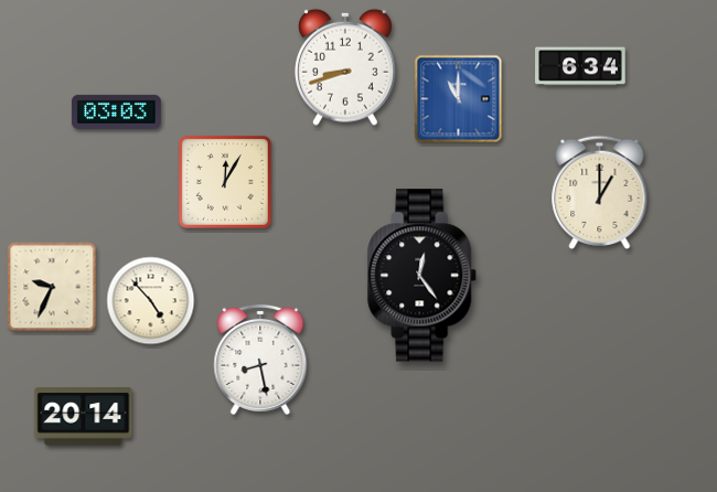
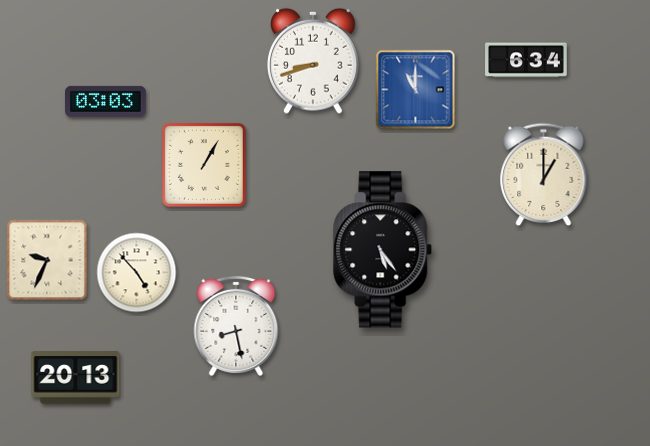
clock at (225, 182): 12:05 -> 1:05
clock at (422, 276): 12:24 -> 5:24
clock at (84, 417): 20:14 -> 20:13
